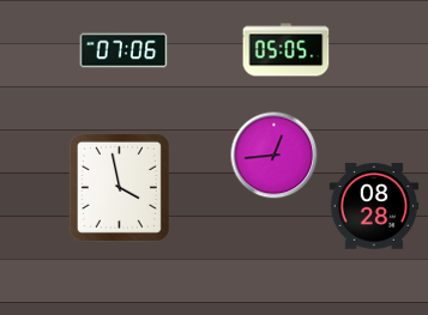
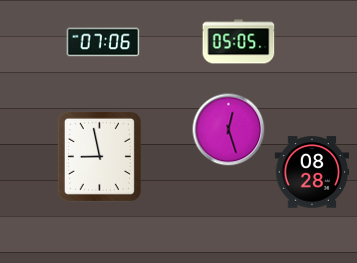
clock at (275, 156): 12:44 -> 12:27
clock at (119, 187): 3:58 -> 8:58
